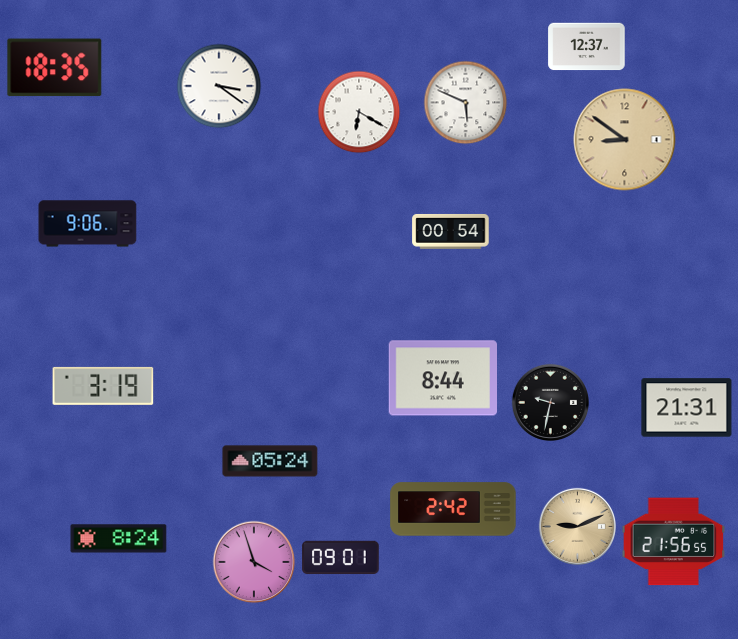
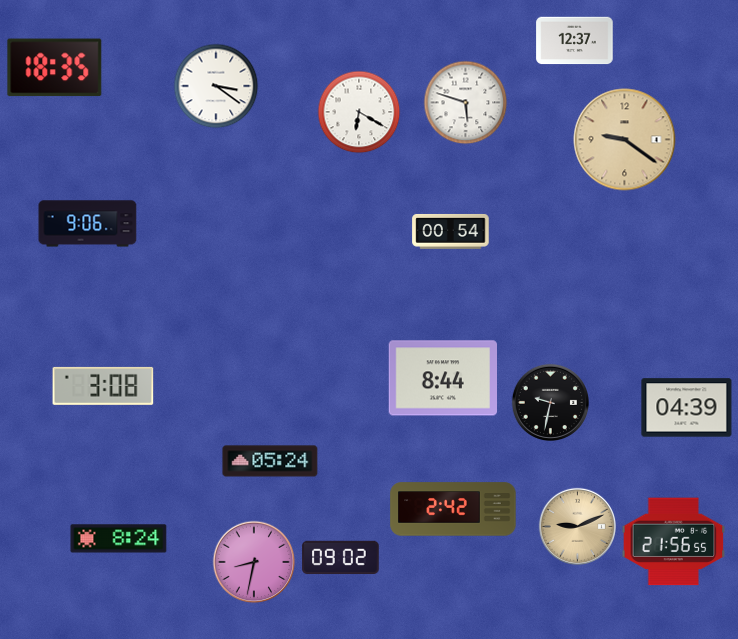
clock at (587, 47) position: (587, 47) -> (575, 41)
clock at (219, 86) position: (219, 86) -> (216, 86)
clock at (465, 102): 5:49 -> 5:48
clock at (625, 140): 8:51 -> 9:21
clock at (103, 386): 3:19 -> 3:08
clock at (687, 408): 21:31 -> 04:39
clock at (341, 558): 09:01 -> 09:02
clock at (254, 562): 3:57 -> 8:32
